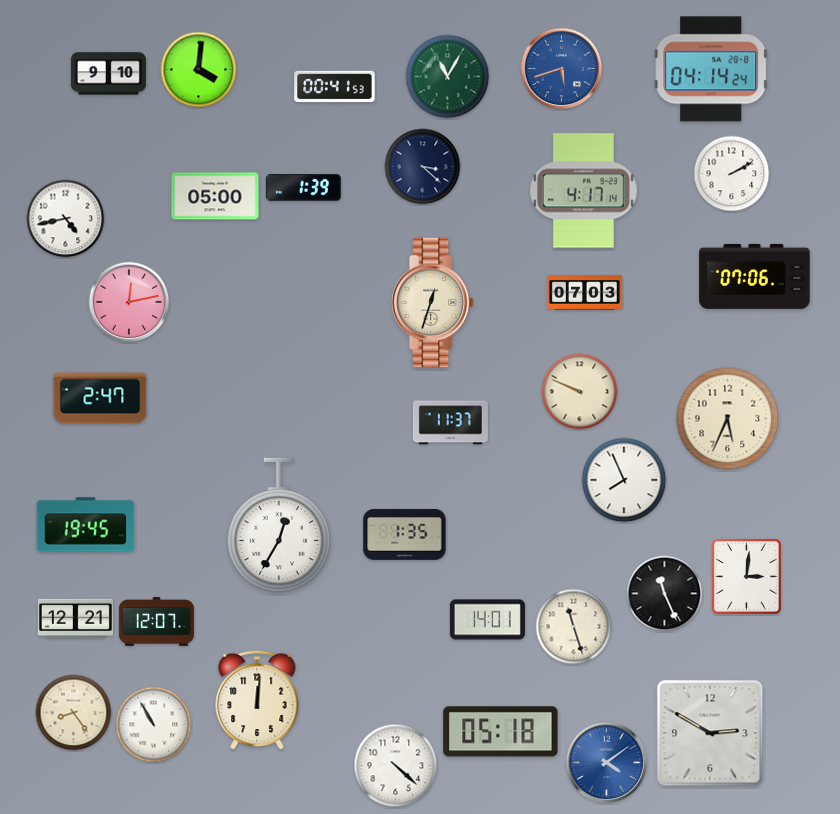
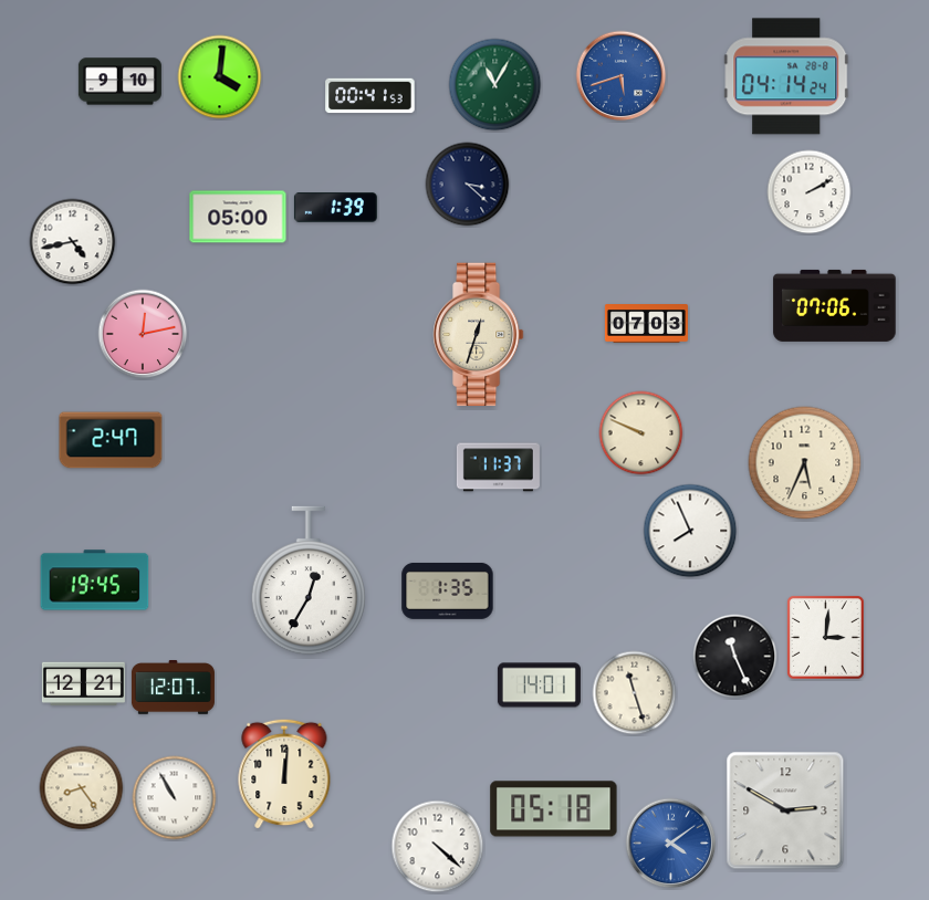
clock at (584, 191): 4:17 -> none
clock at (154, 725) position: (154, 725) -> (175, 798)
